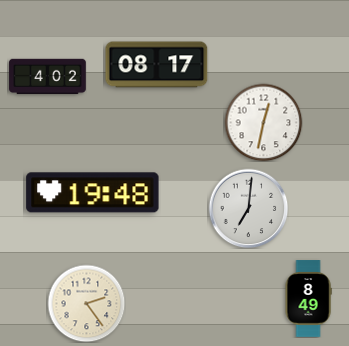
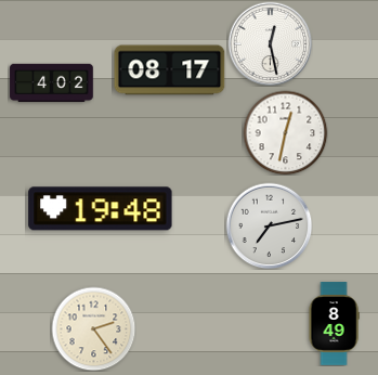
clock at (270, 43): none -> 12:28
clock at (248, 208): 7:01 -> 7:13
